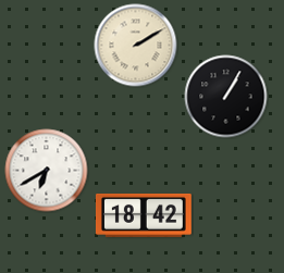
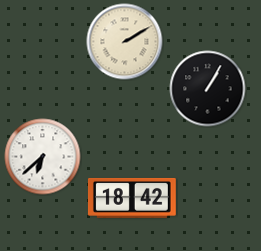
clock at (47, 171): 6:40 -> 6:38
